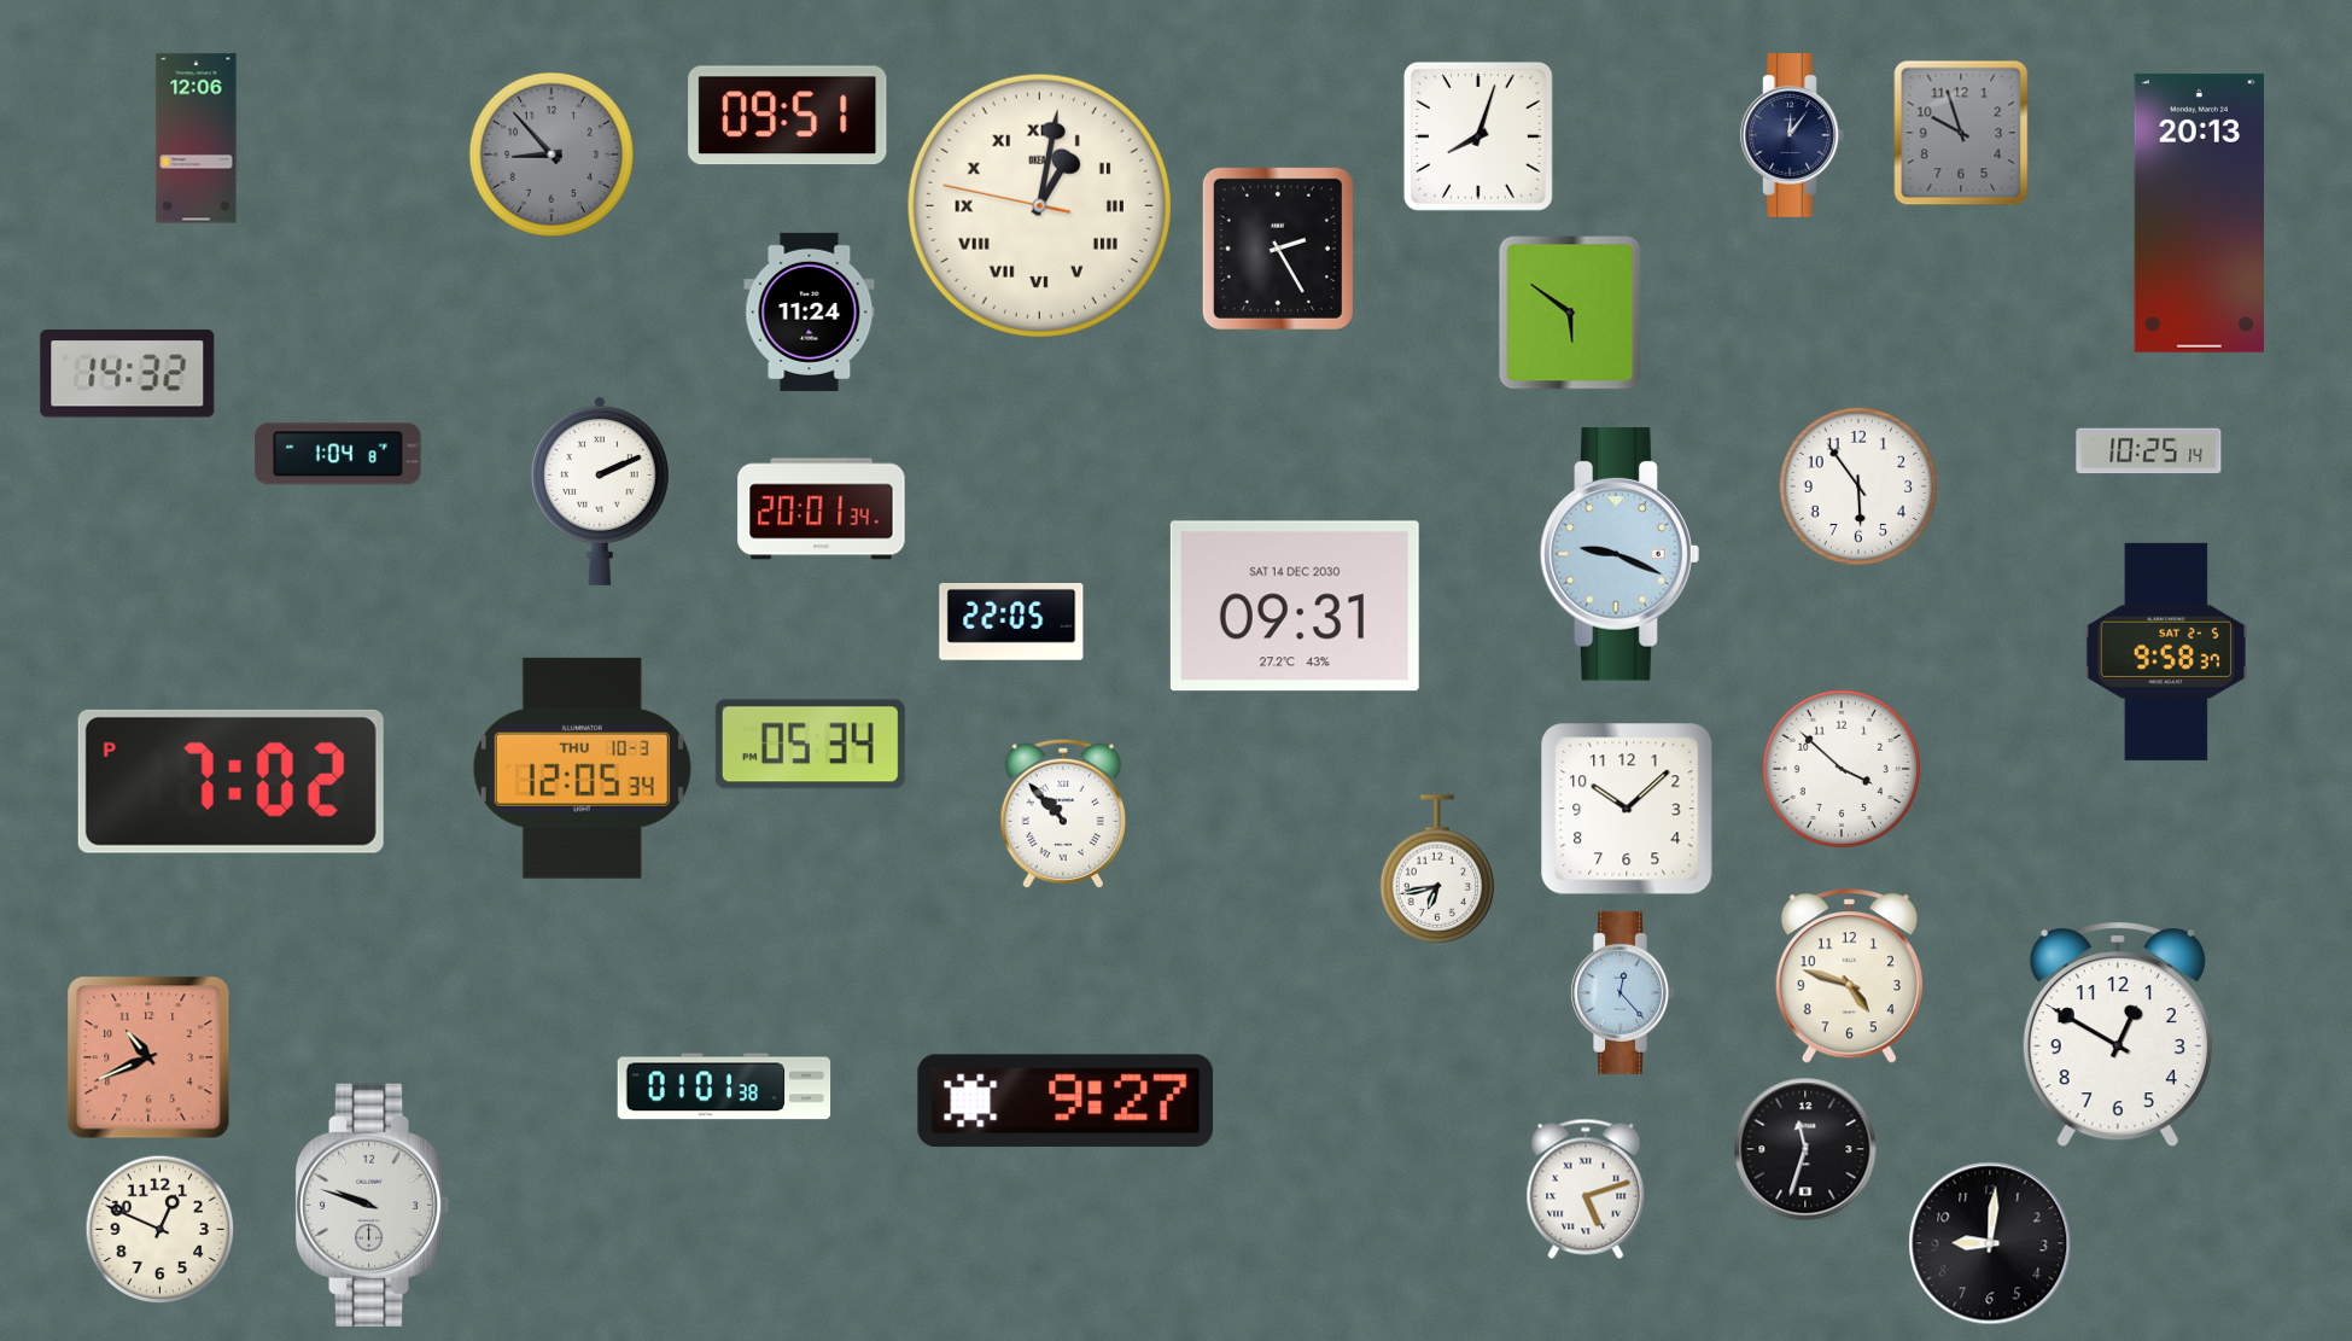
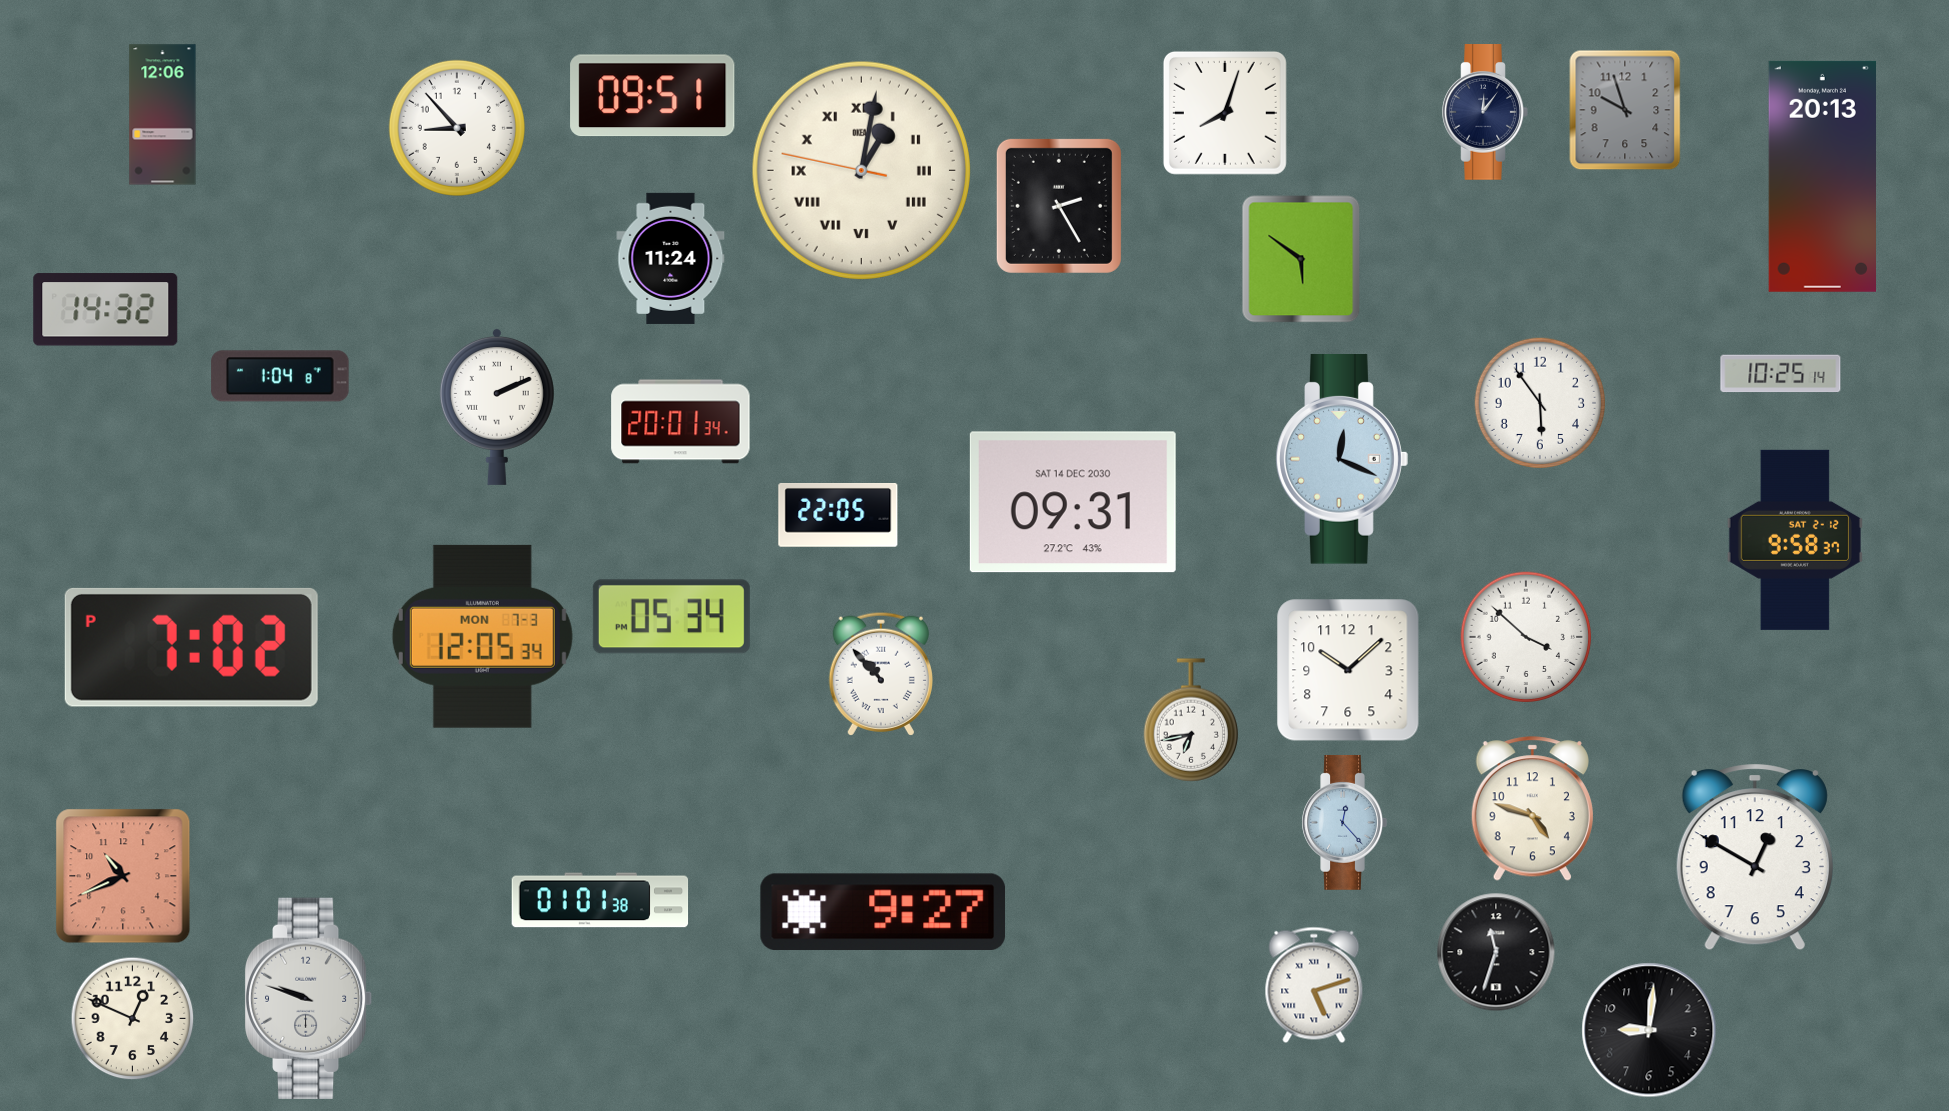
clock at (551, 154) dial: grey -> white
clock at (1619, 555): 9:19 -> 12:19
clock at (2166, 652) date: SAT 2-5 -> SAT 2-12
clock at (582, 768) date: THU 10-3 -> MON 7-3
